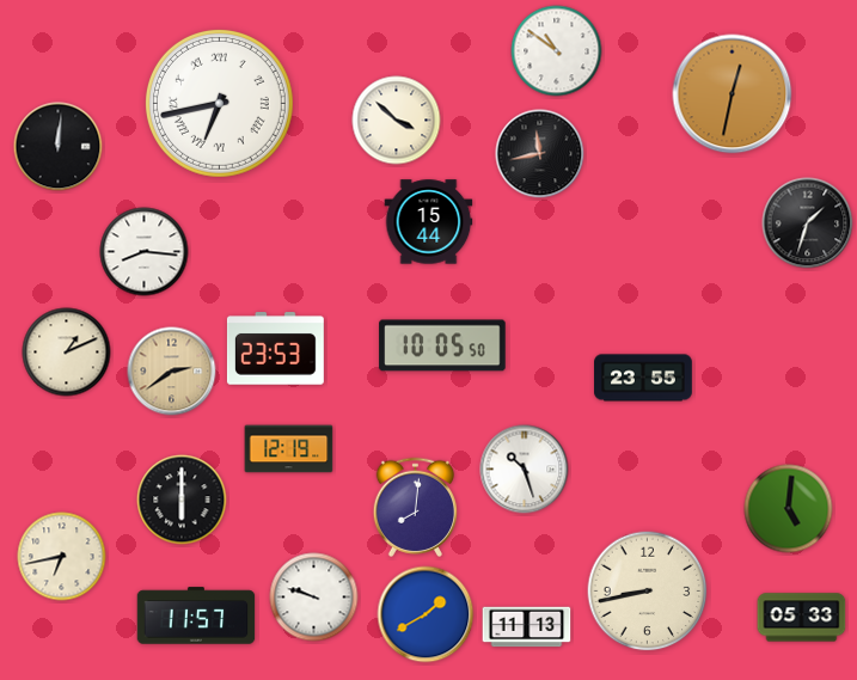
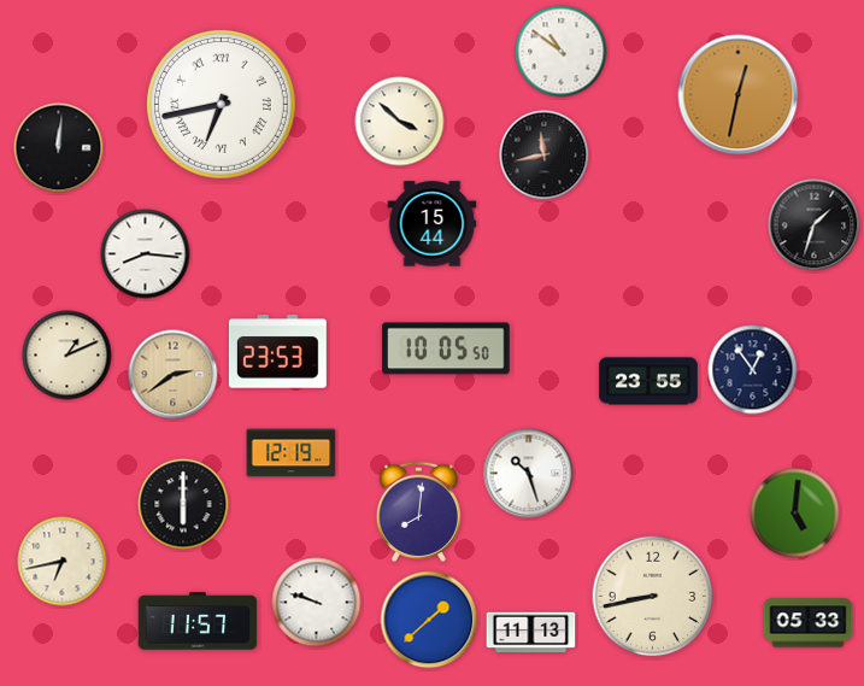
clock at (753, 370): none -> 12:54
clock at (426, 614): 1:40 -> 1:38
